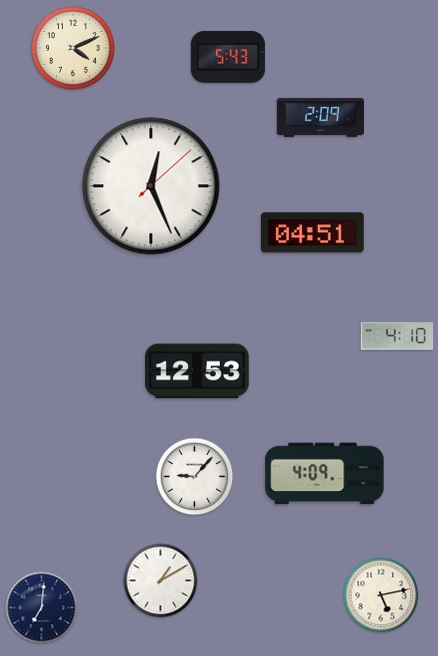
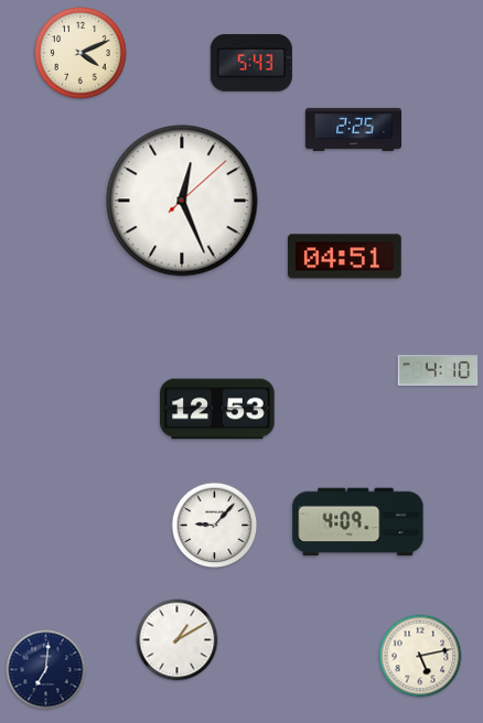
clock at (320, 117): 2:09 -> 2:25
clock at (151, 186) position: (151, 186) -> (182, 201)
